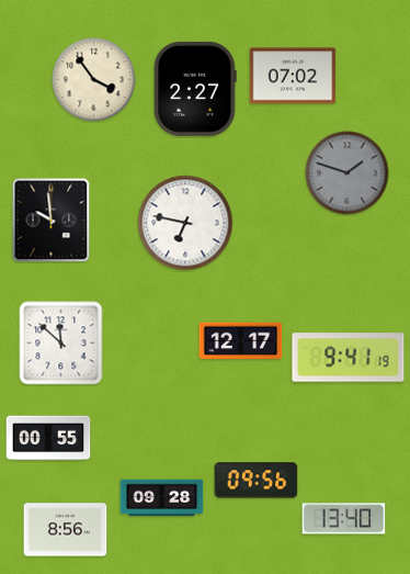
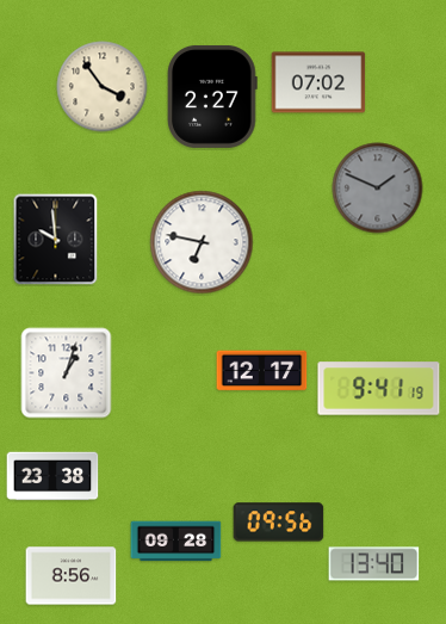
clock at (348, 173): 1:48 -> 1:49
clock at (61, 344): 11:52 -> 1:03
clock at (48, 438): 00:55 -> 23:38
